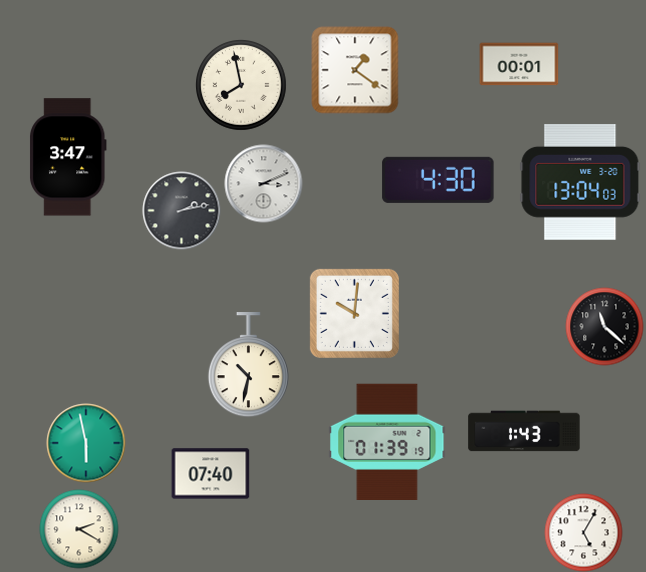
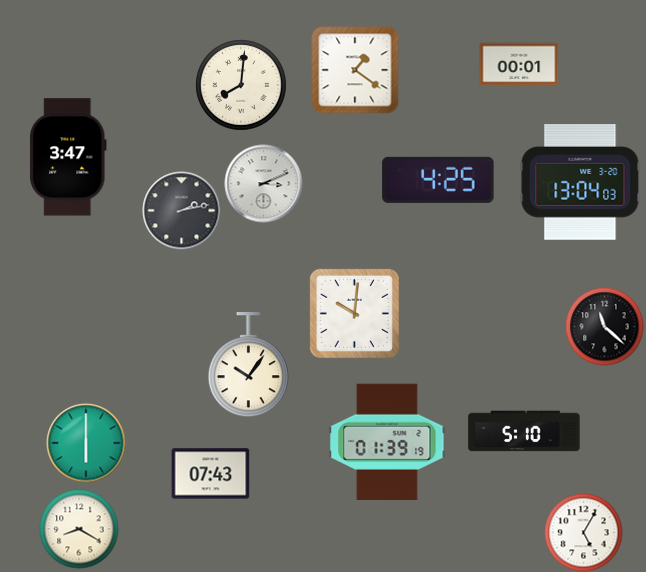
clock at (241, 85): 7:58 -> 8:01
clock at (438, 180): 4:30 -> 4:25
clock at (248, 365): 10:32 -> 10:06
clock at (524, 431): 1:43 -> 5:10
clock at (86, 443): 5:58 -> 6:00
clock at (210, 474): 07:40 -> 07:43
clock at (79, 529): 2:20 -> 8:20
